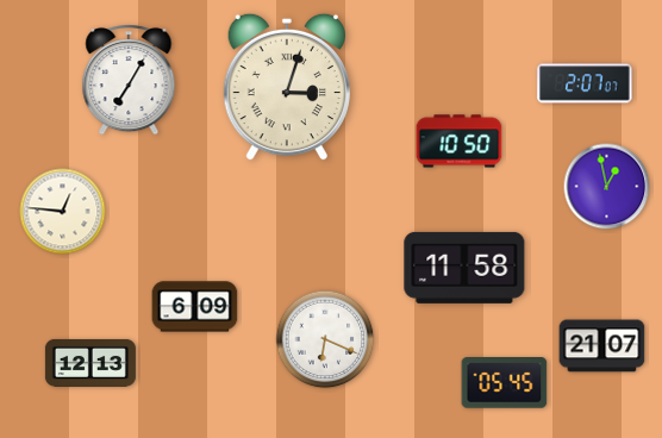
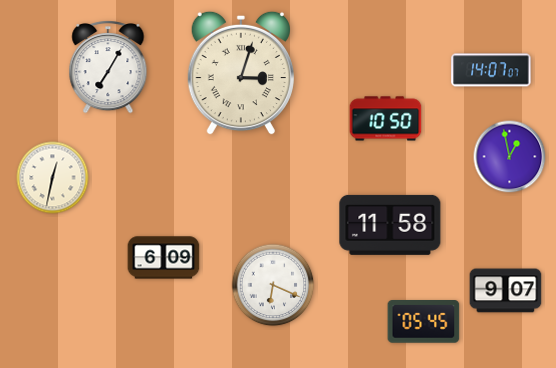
clock at (585, 83): 2:07 -> 14:07
clock at (63, 212): 12:46 -> 12:32
clock at (602, 346): 21:07 -> 9:07
clock at (90, 363): 12:13 -> none
